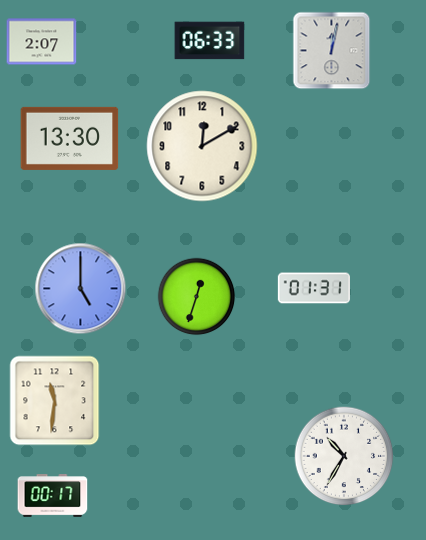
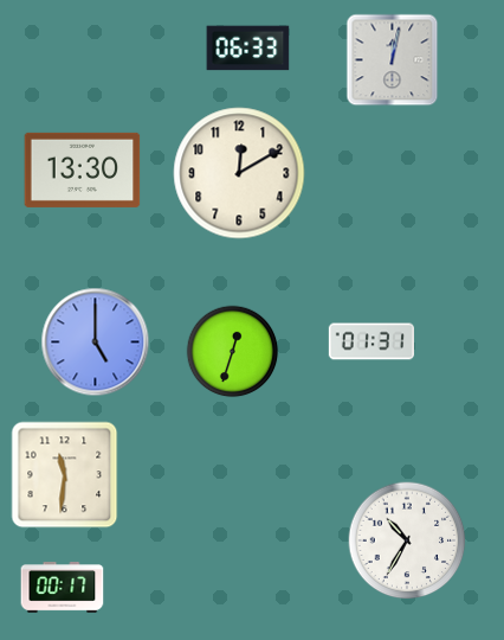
clock at (42, 42): 2:07 -> none
clock at (70, 138) position: (70, 138) -> (83, 169)
